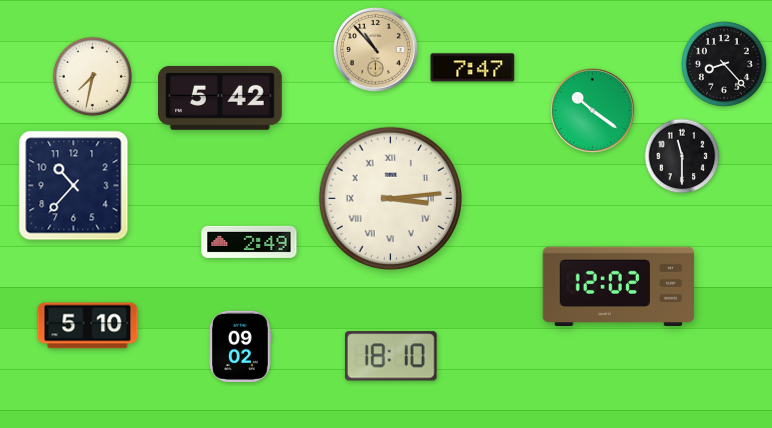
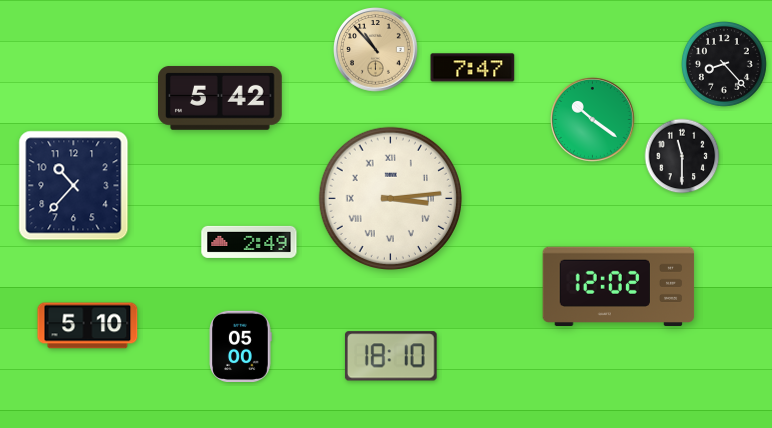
clock at (93, 77): 7:32 -> none
clock at (593, 111) position: (593, 111) -> (593, 120)
clock at (240, 347): 09:02 -> 05:00
